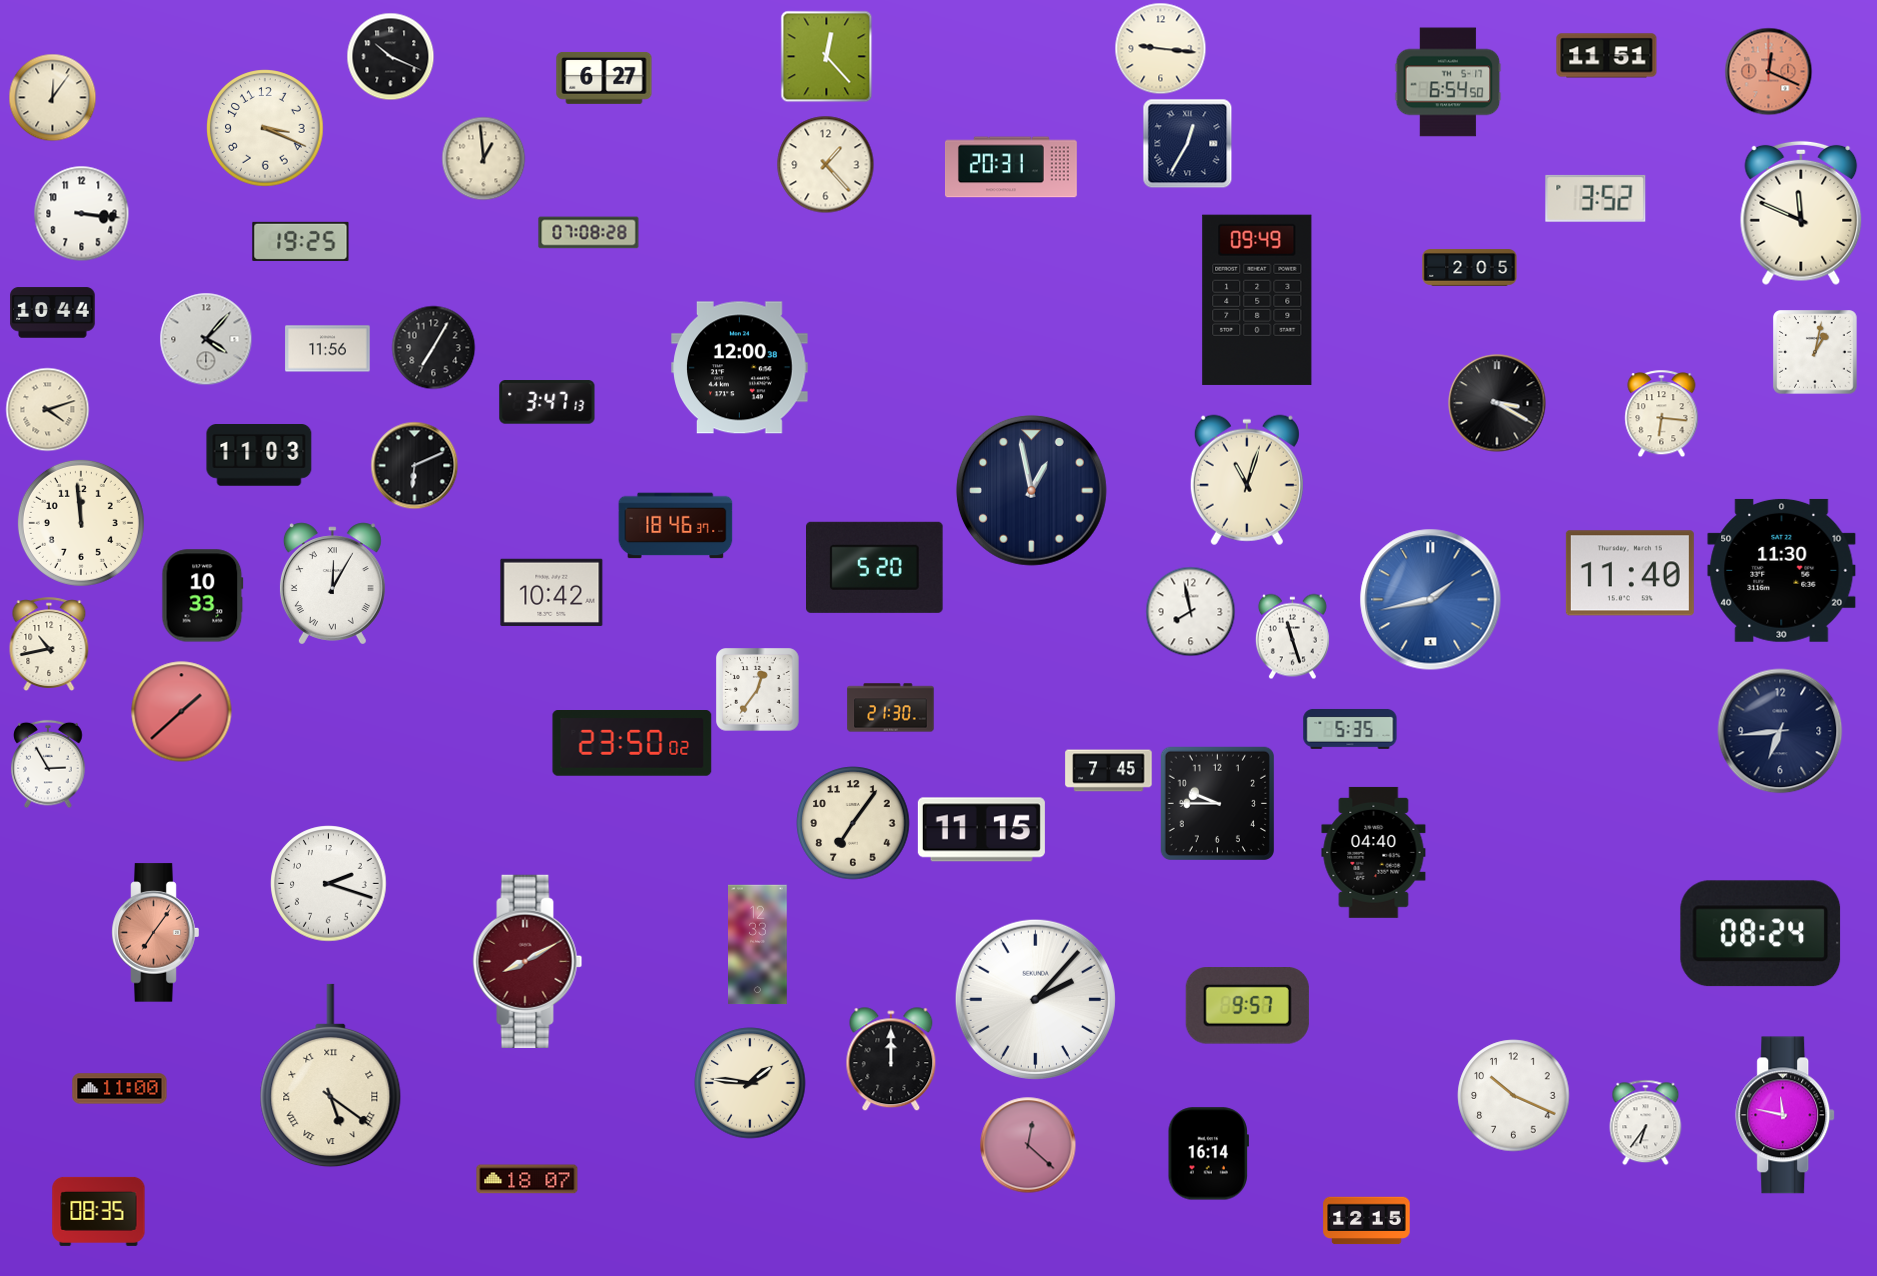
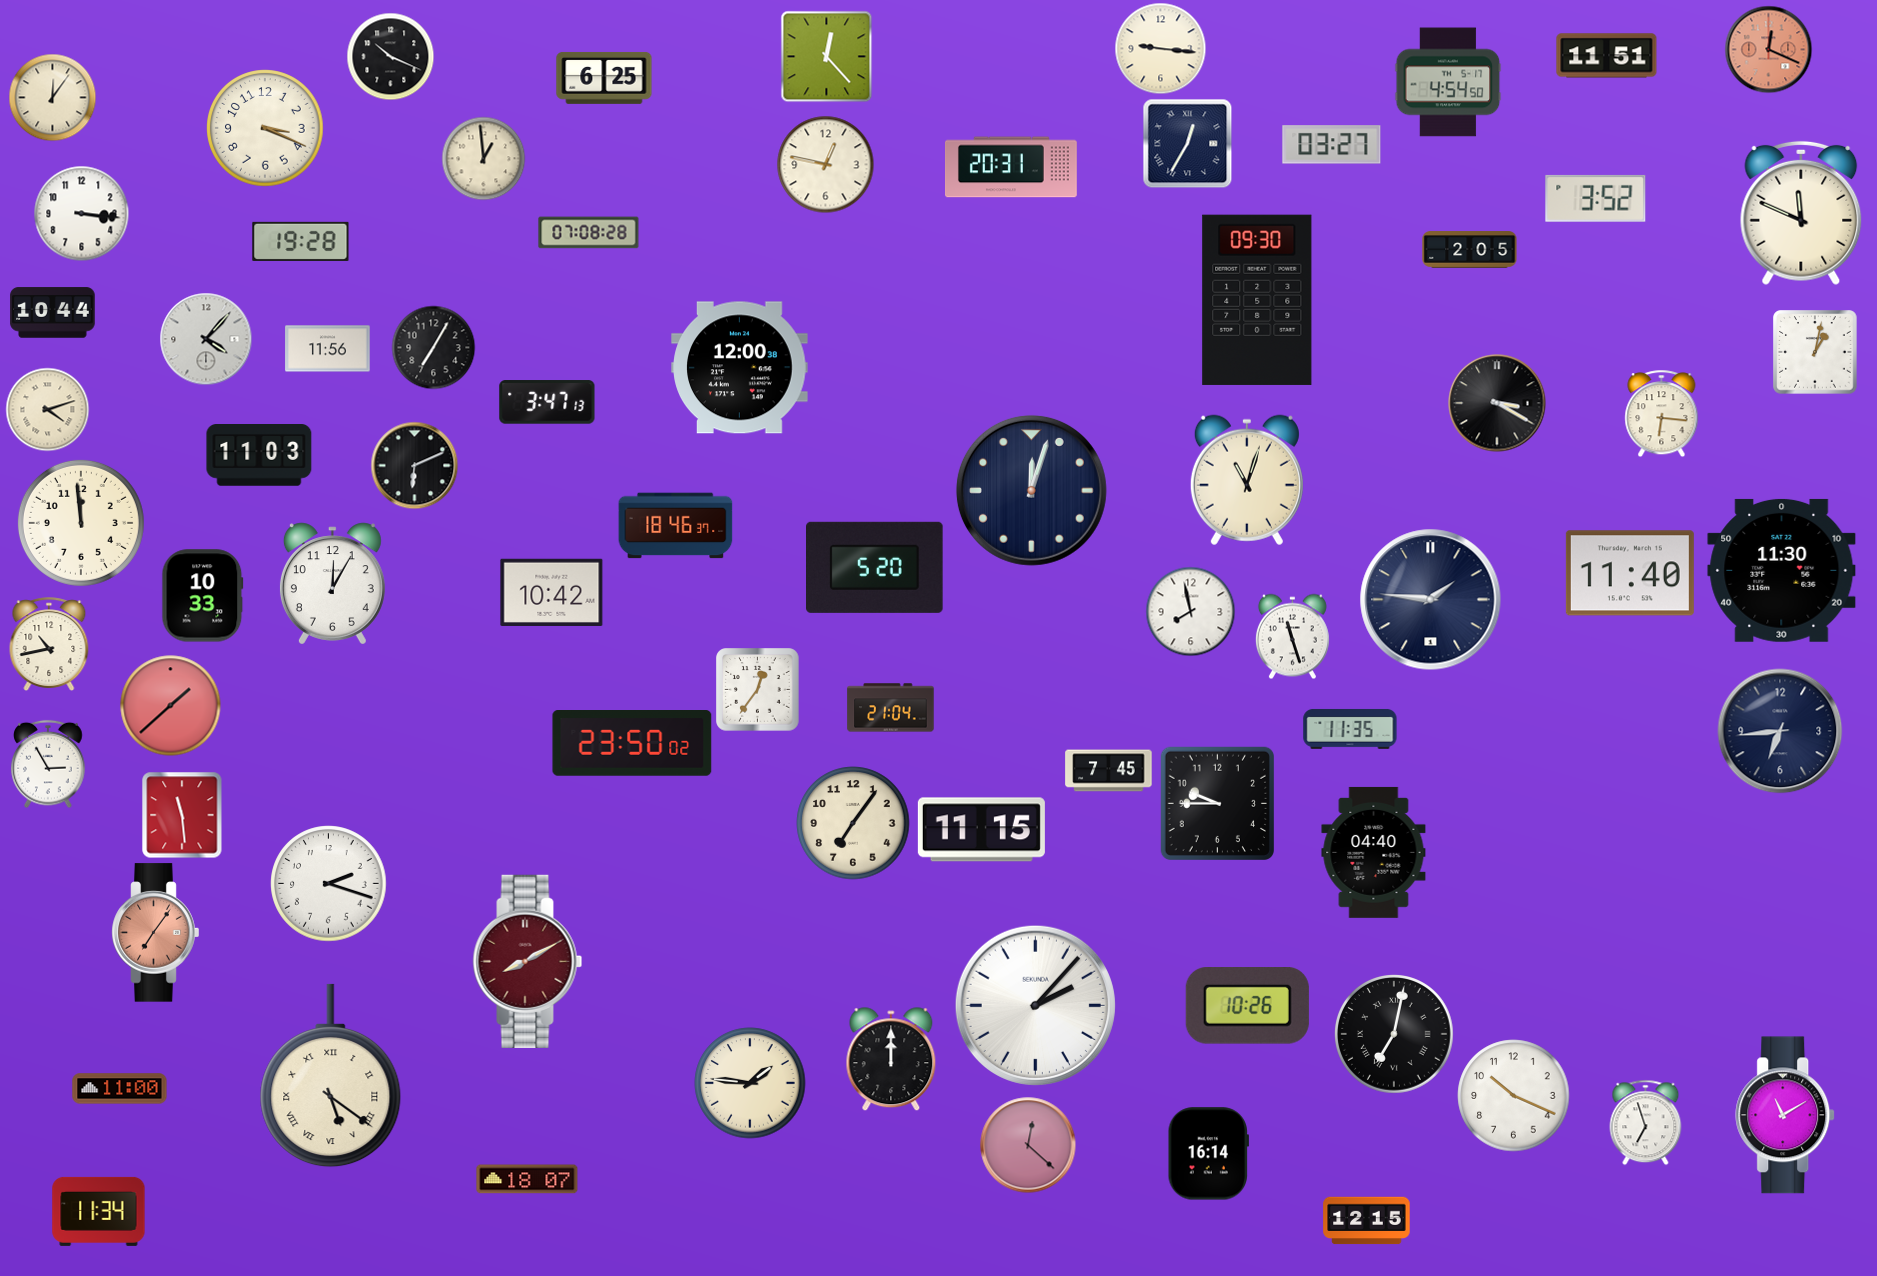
clock at (1768, 71) position: (1768, 71) -> (1768, 49)
clock at (604, 78): 6:27 -> 6:25
clock at (1448, 82): 6:54 -> 4:54
clock at (1332, 145): none -> 03:27
clock at (825, 164): 1:23 -> 12:47
clock at (301, 241): 19:25 -> 19:28
clock at (1470, 268) position: (1470, 268) -> (1470, 250)
clock at (1257, 300): 09:49 -> 09:30
clock at (1031, 490): 12:58 -> 12:03
clock at (332, 584) numerals: Roman -> Arabic
clock at (1431, 600): 1:43 -> 1:46
clock at (1431, 600) dial: blue -> navy
clock at (891, 708): 21:30 -> 21:04
clock at (182, 712) position: (182, 712) -> (171, 706)
clock at (1350, 729): 5:35 -> 11:35
clock at (182, 815): none -> 11:29
clock at (1761, 934): 08:24 -> none
clock at (758, 945): 12:33 -> none
clock at (1035, 999) position: (1035, 999) -> (1035, 1005)
clock at (1247, 1006): 9:57 -> 10:26
clock at (1395, 1035): none -> 7:02
clock at (1786, 1115): 11:47 -> 11:10
clock at (1646, 1122): 6:36 -> 6:57
clock at (99, 1211): 08:35 -> 11:34
